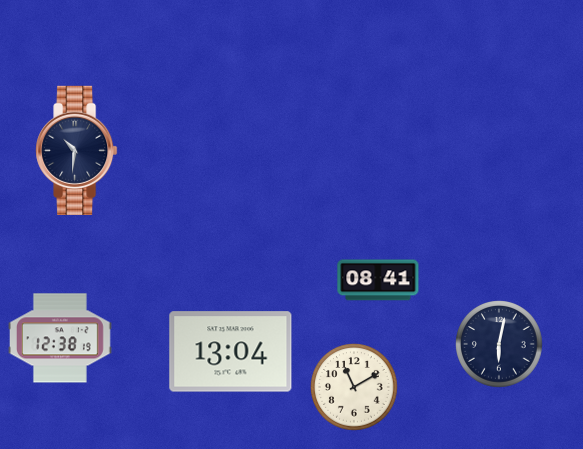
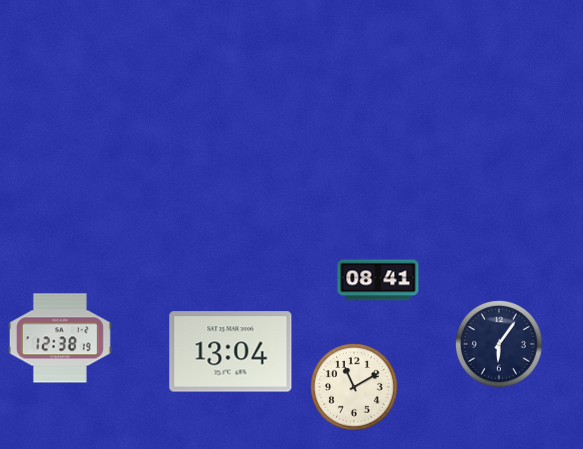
clock at (77, 150): 10:31 -> none
clock at (500, 345): 6:02 -> 6:06
